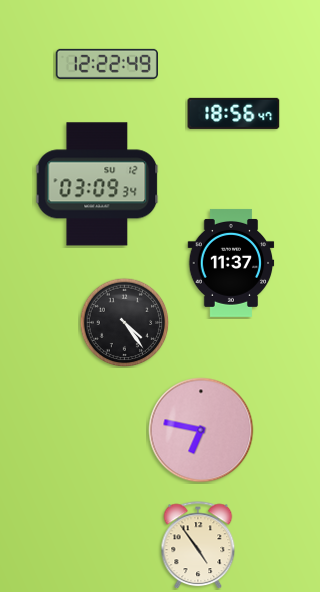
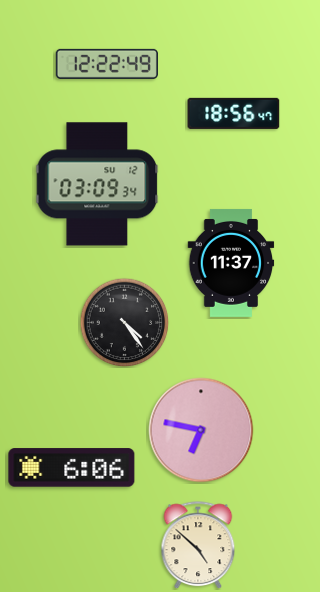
clock at (72, 468): none -> 6:06
clock at (198, 545): 4:54 -> 4:52
